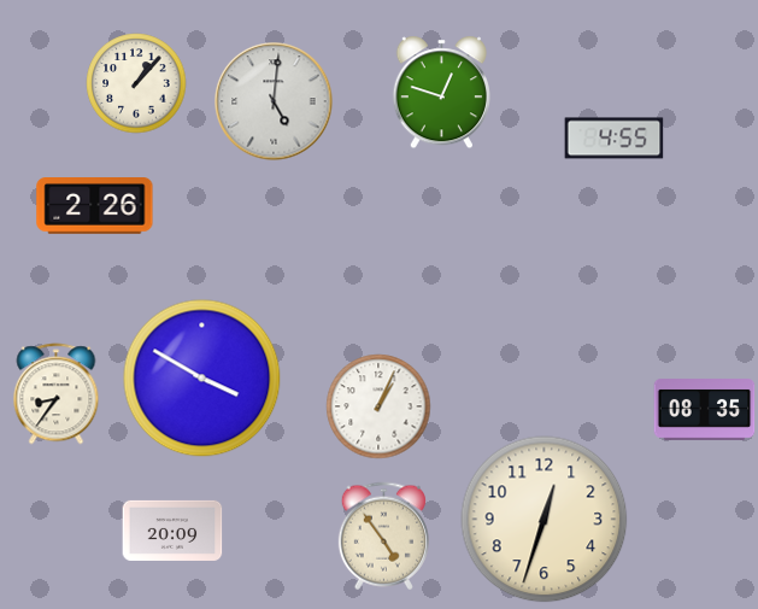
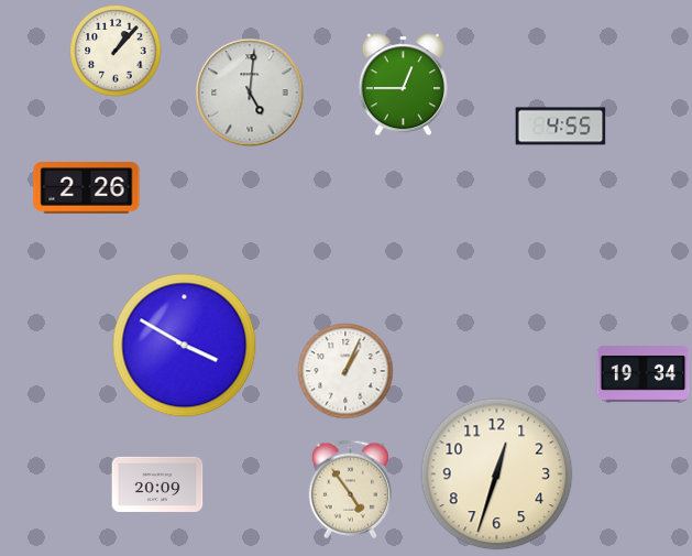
clock at (136, 83) position: (136, 83) -> (116, 51)
clock at (441, 93): 12:48 -> 12:45
clock at (57, 394): 8:36 -> none
clock at (705, 410): 08:35 -> 19:34
